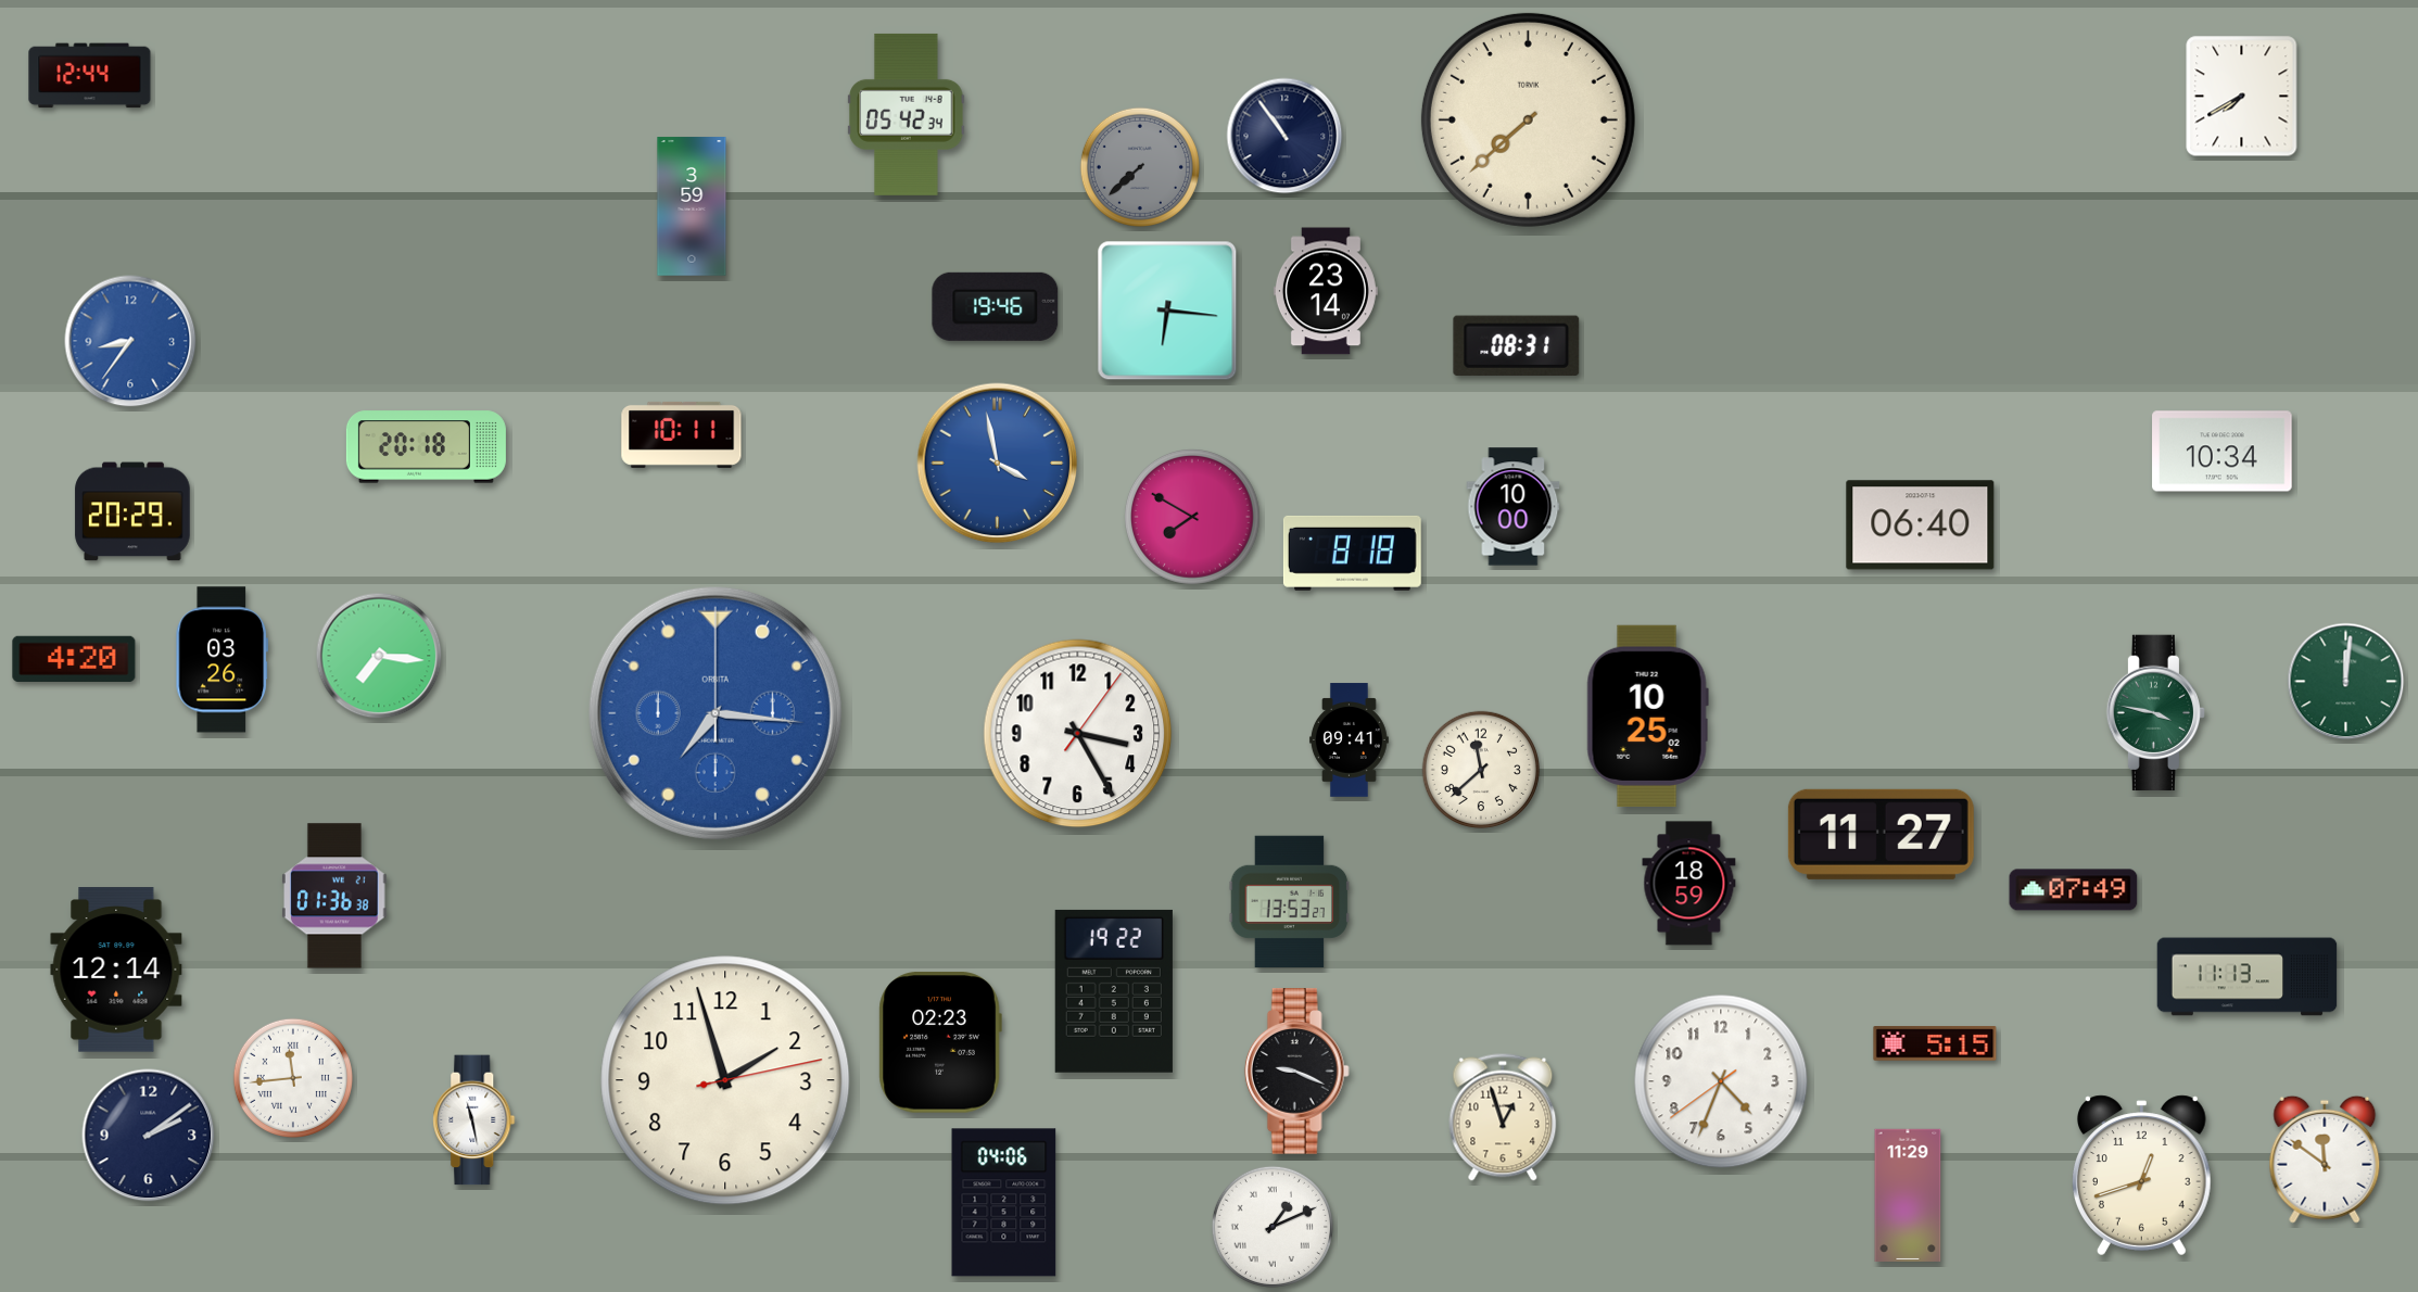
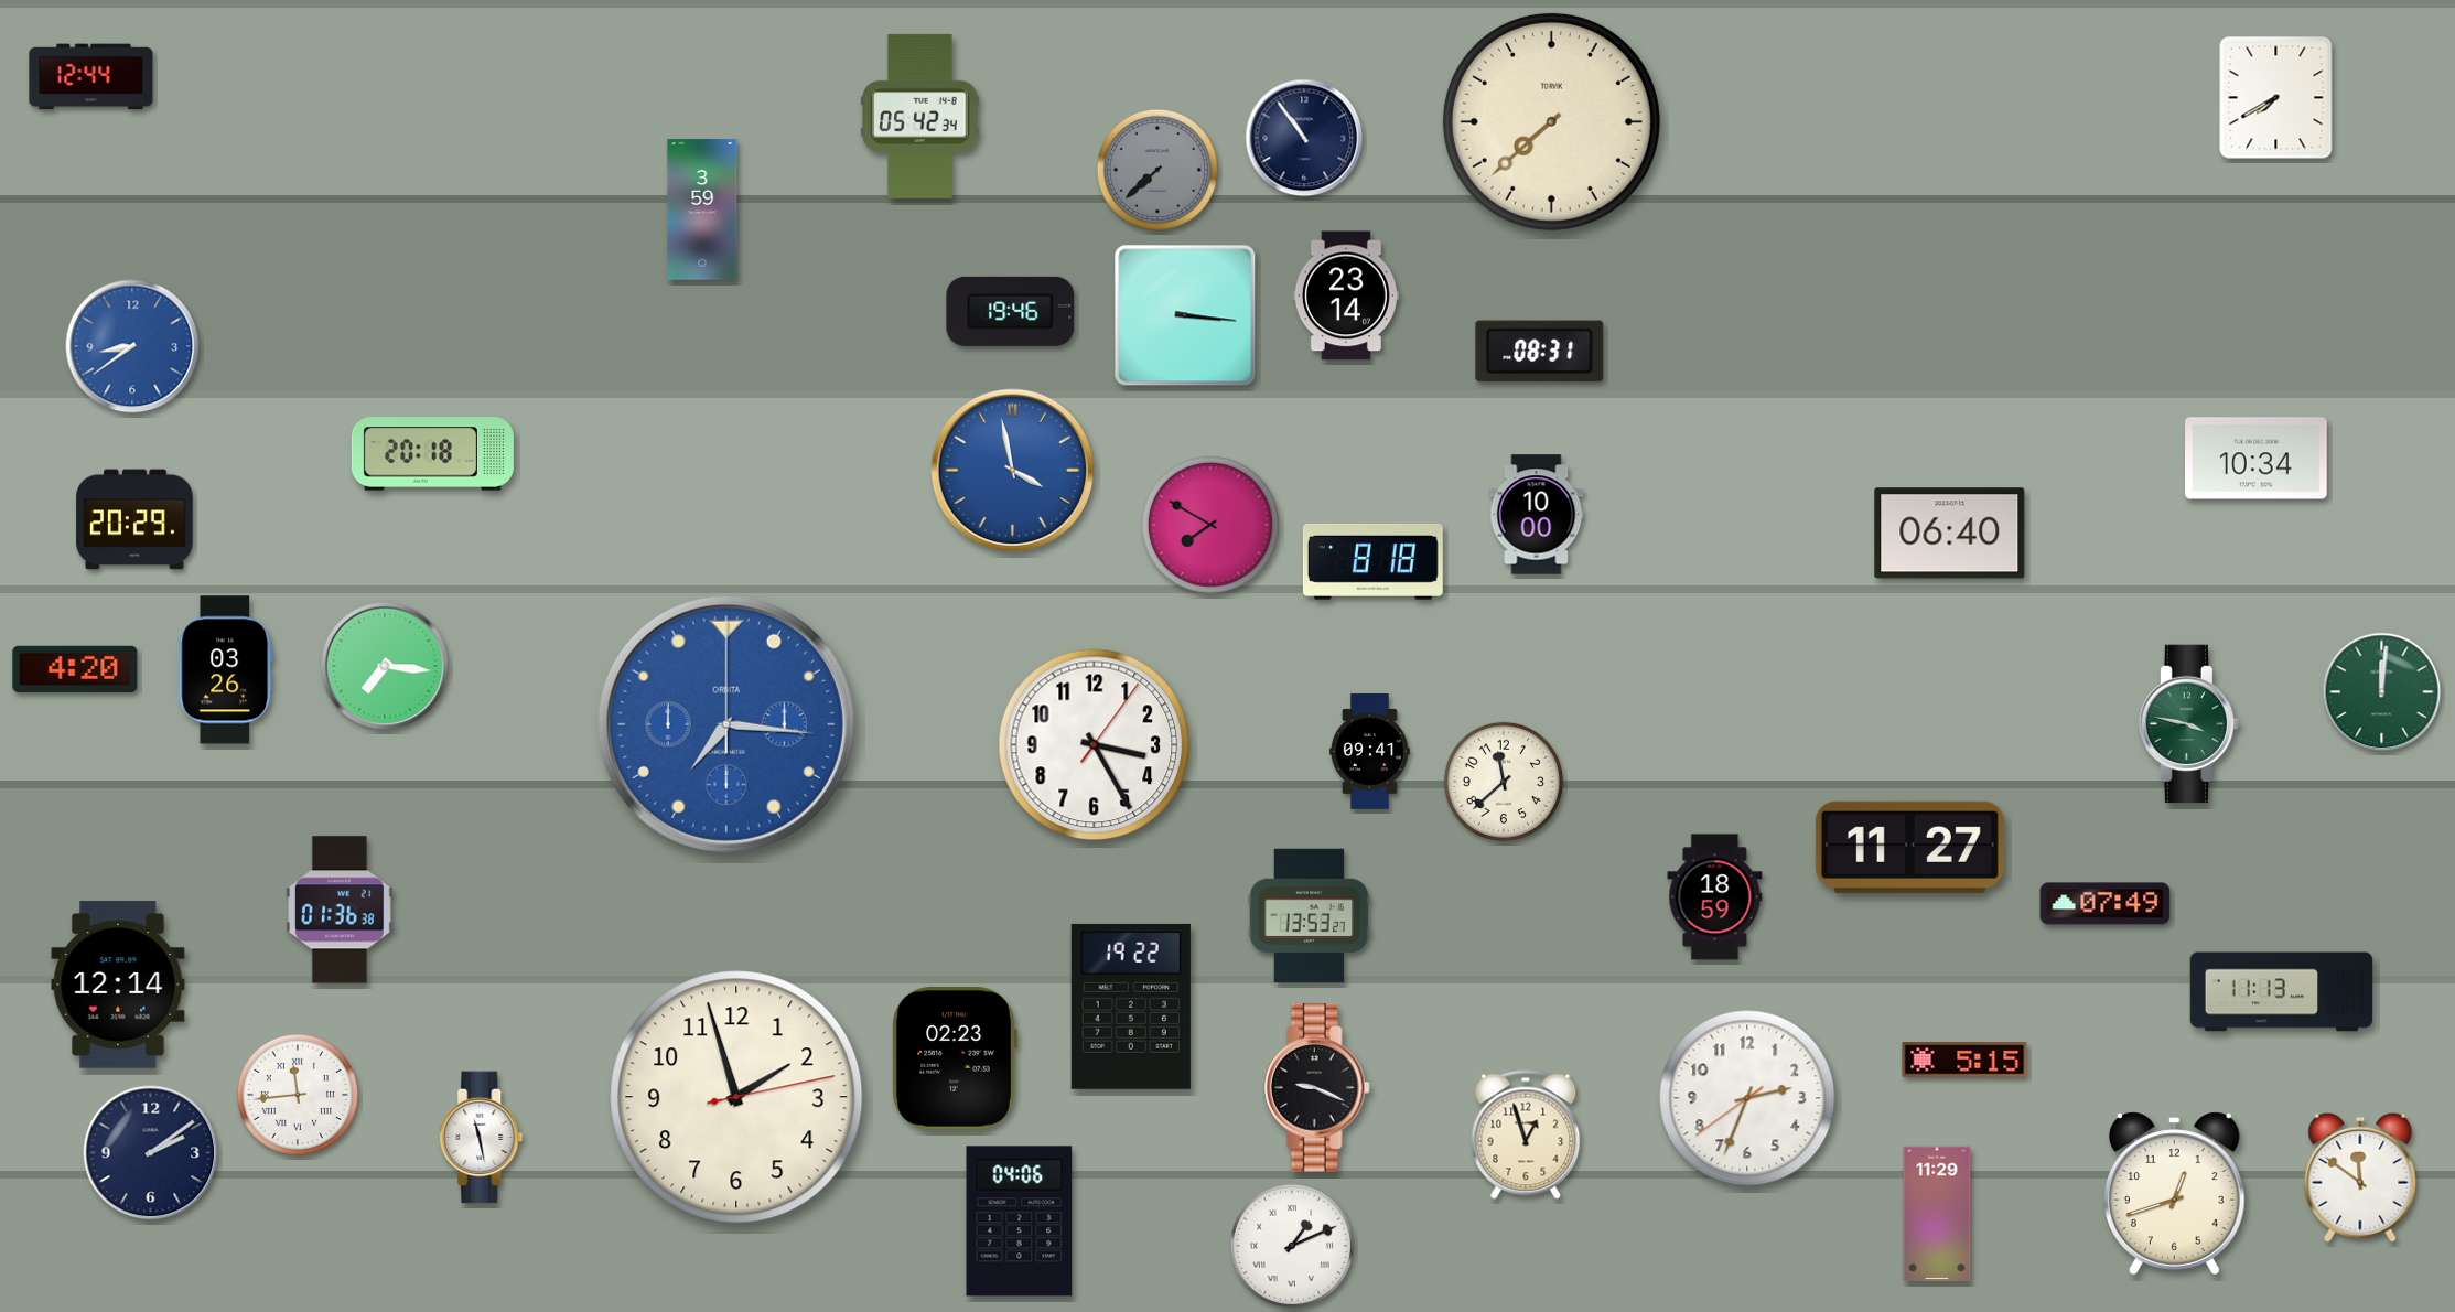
clock at (1167, 311): 6:16 -> 3:16
clock at (130, 341): 8:36 -> 8:39
clock at (682, 434): 10:11 -> none
clock at (1647, 715): 10:25 -> none
clock at (1721, 1081): 4:33 -> 2:33
